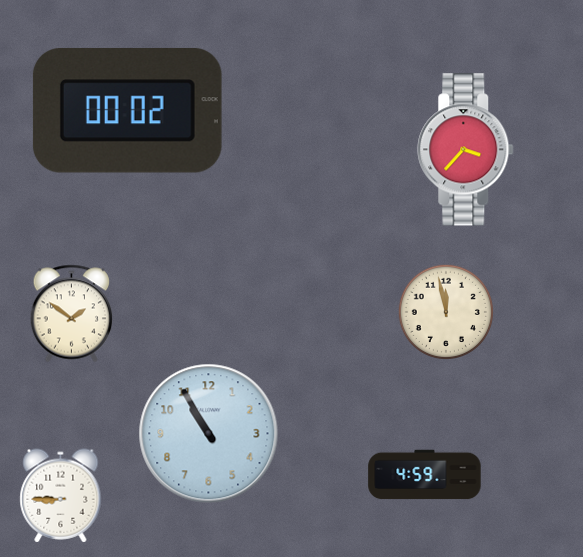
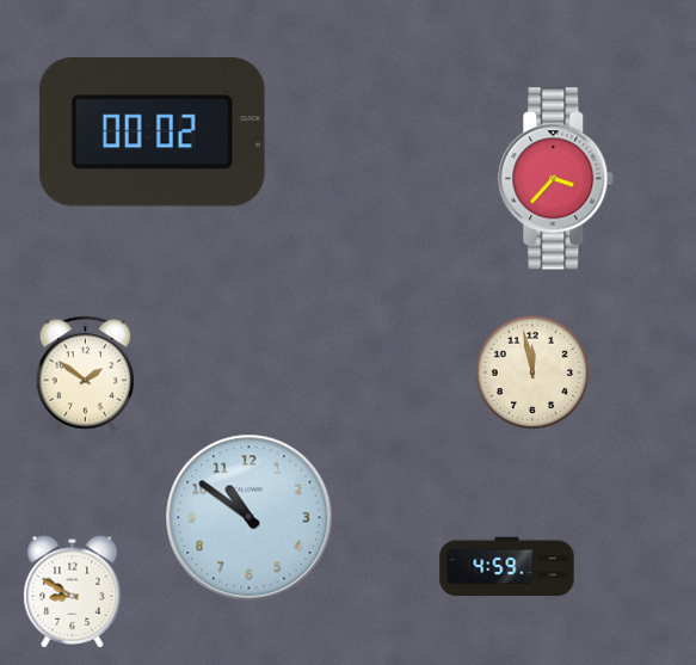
clock at (209, 434): 10:55 -> 10:51
clock at (61, 496): 8:45 -> 8:50
